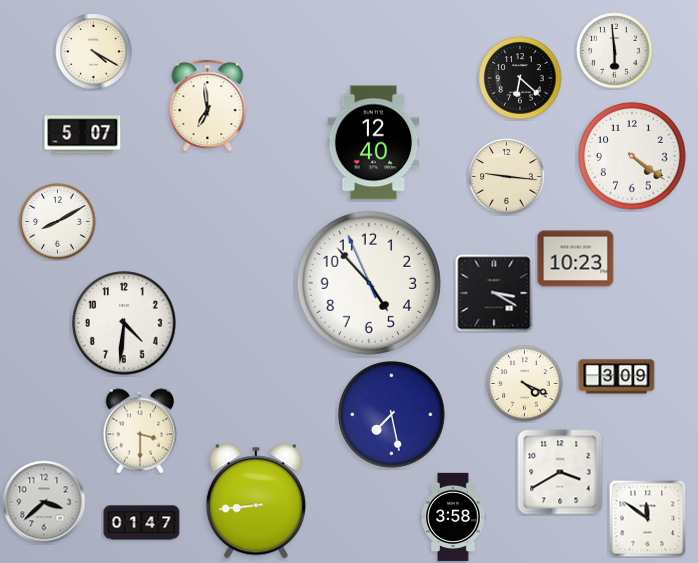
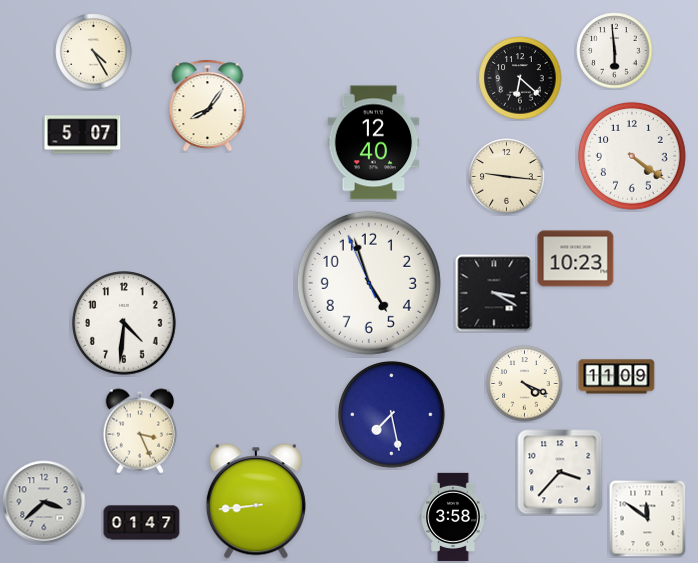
clock at (94, 52): 4:20 -> 4:25
clock at (208, 106): 6:59 -> 8:06
clock at (58, 222): 8:10 -> none
clock at (369, 283): 4:52 -> 4:56
clock at (617, 377): 3:09 -> 11:09
clock at (140, 431): 3:30 -> 3:26
clock at (560, 472): 3:40 -> 3:37
